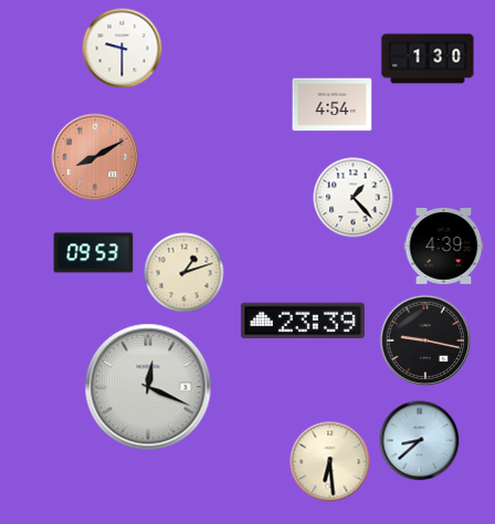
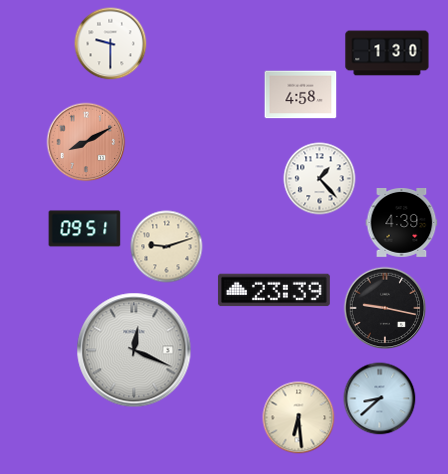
clock at (333, 105): 4:54 -> 4:58
clock at (94, 253): 09:53 -> 09:51
clock at (185, 273): 1:12 -> 9:12
